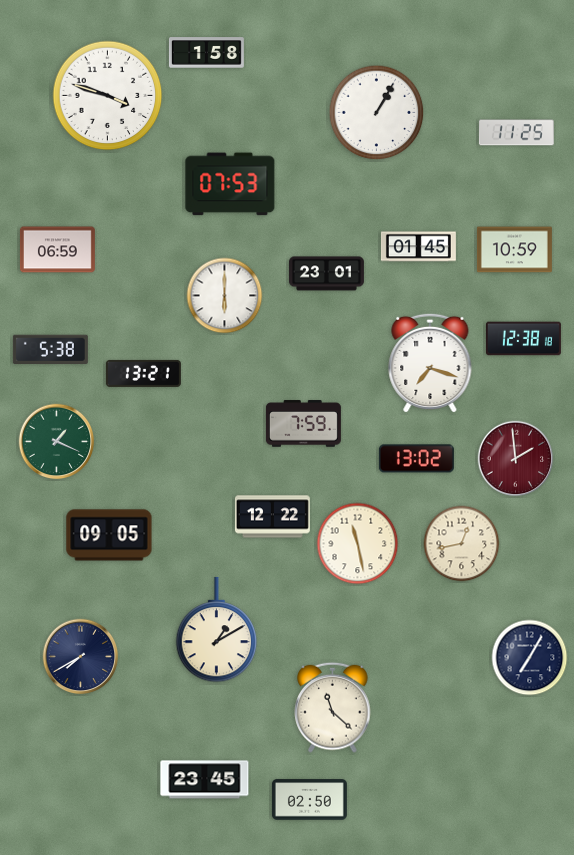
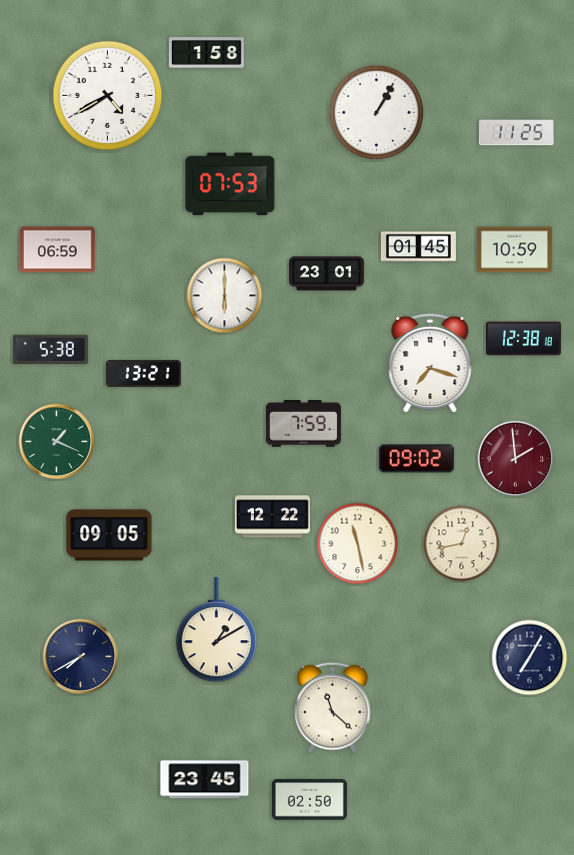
clock at (108, 96): 3:48 -> 4:40
clock at (416, 459): 13:02 -> 09:02
